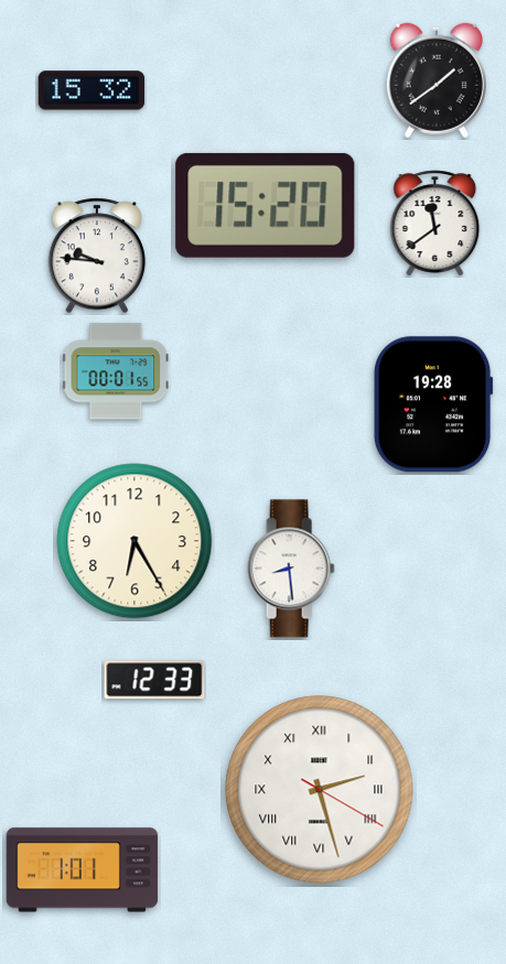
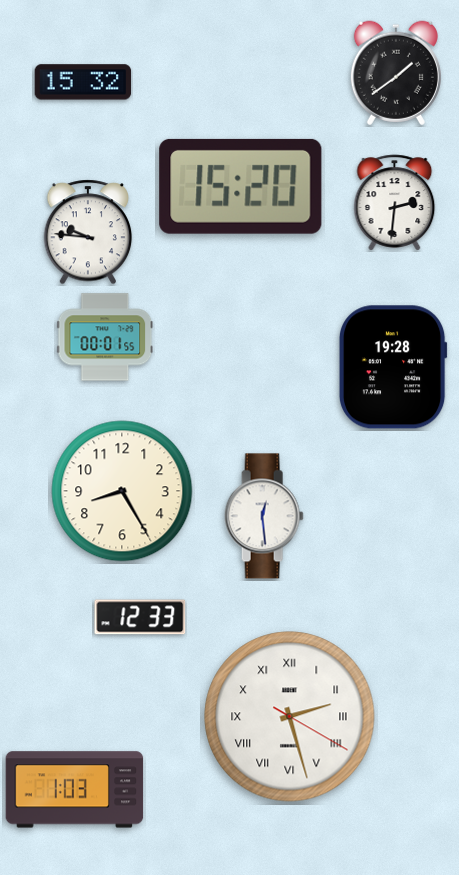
clock at (435, 224): 11:39 -> 2:31
clock at (134, 541): 6:25 -> 8:25
clock at (291, 568): 8:29 -> 12:29
clock at (83, 870): 1:01 -> 1:03
